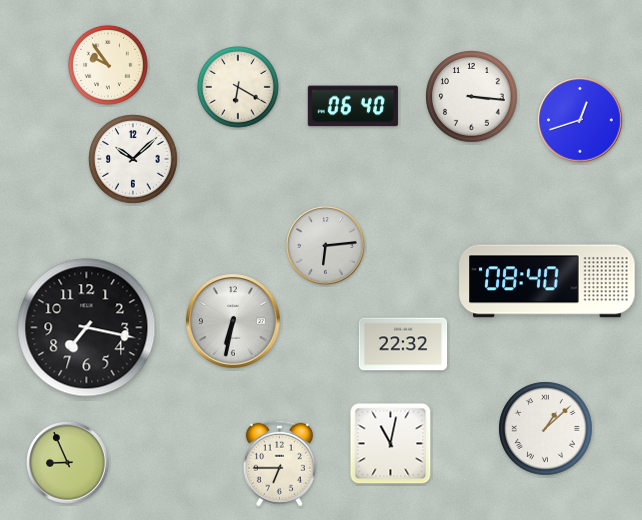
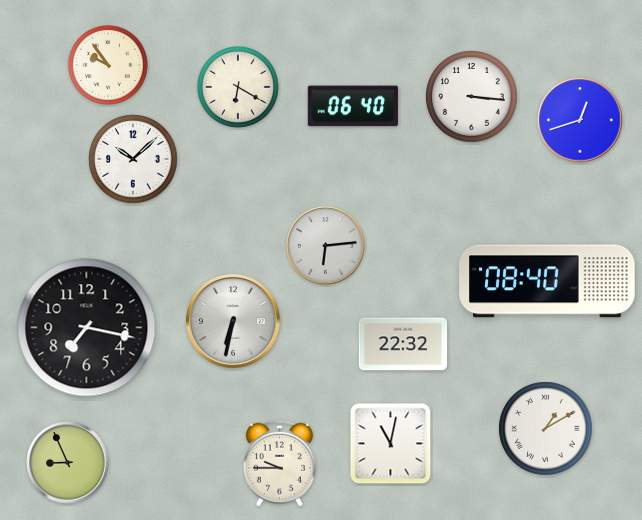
clock at (546, 429): 1:08 -> 1:10
clock at (279, 463): 6:45 -> 9:45
